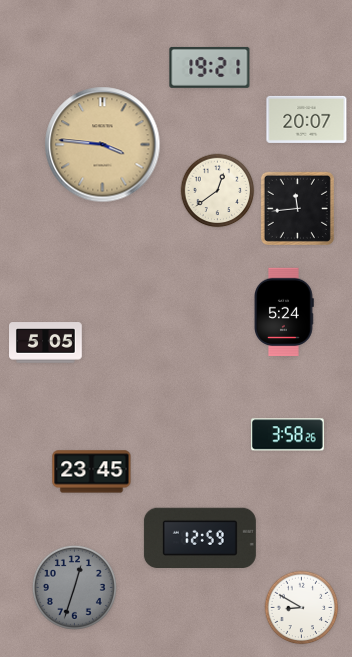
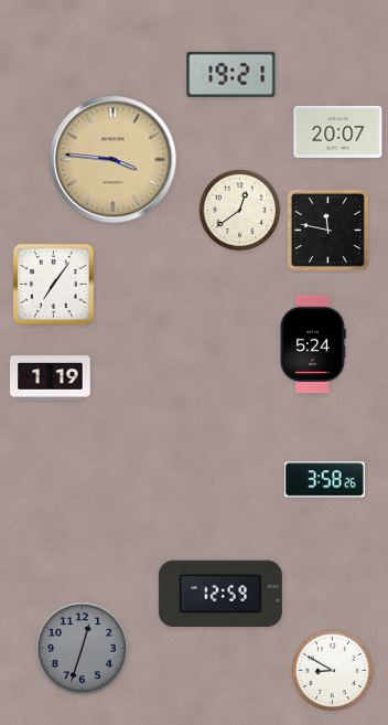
clock at (297, 208): 11:44 -> 11:47
clock at (54, 285): none -> 7:06
clock at (46, 343): 5:05 -> 1:19
clock at (287, 435) position: (287, 435) -> (324, 480)
clock at (92, 472): 23:45 -> none
